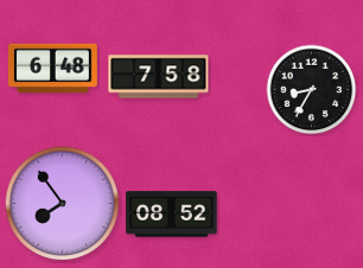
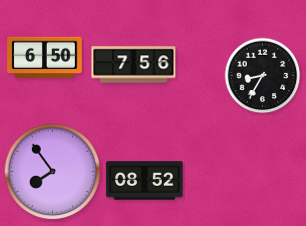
clock at (53, 69): 6:48 -> 6:50
clock at (159, 77): 7:58 -> 7:56
